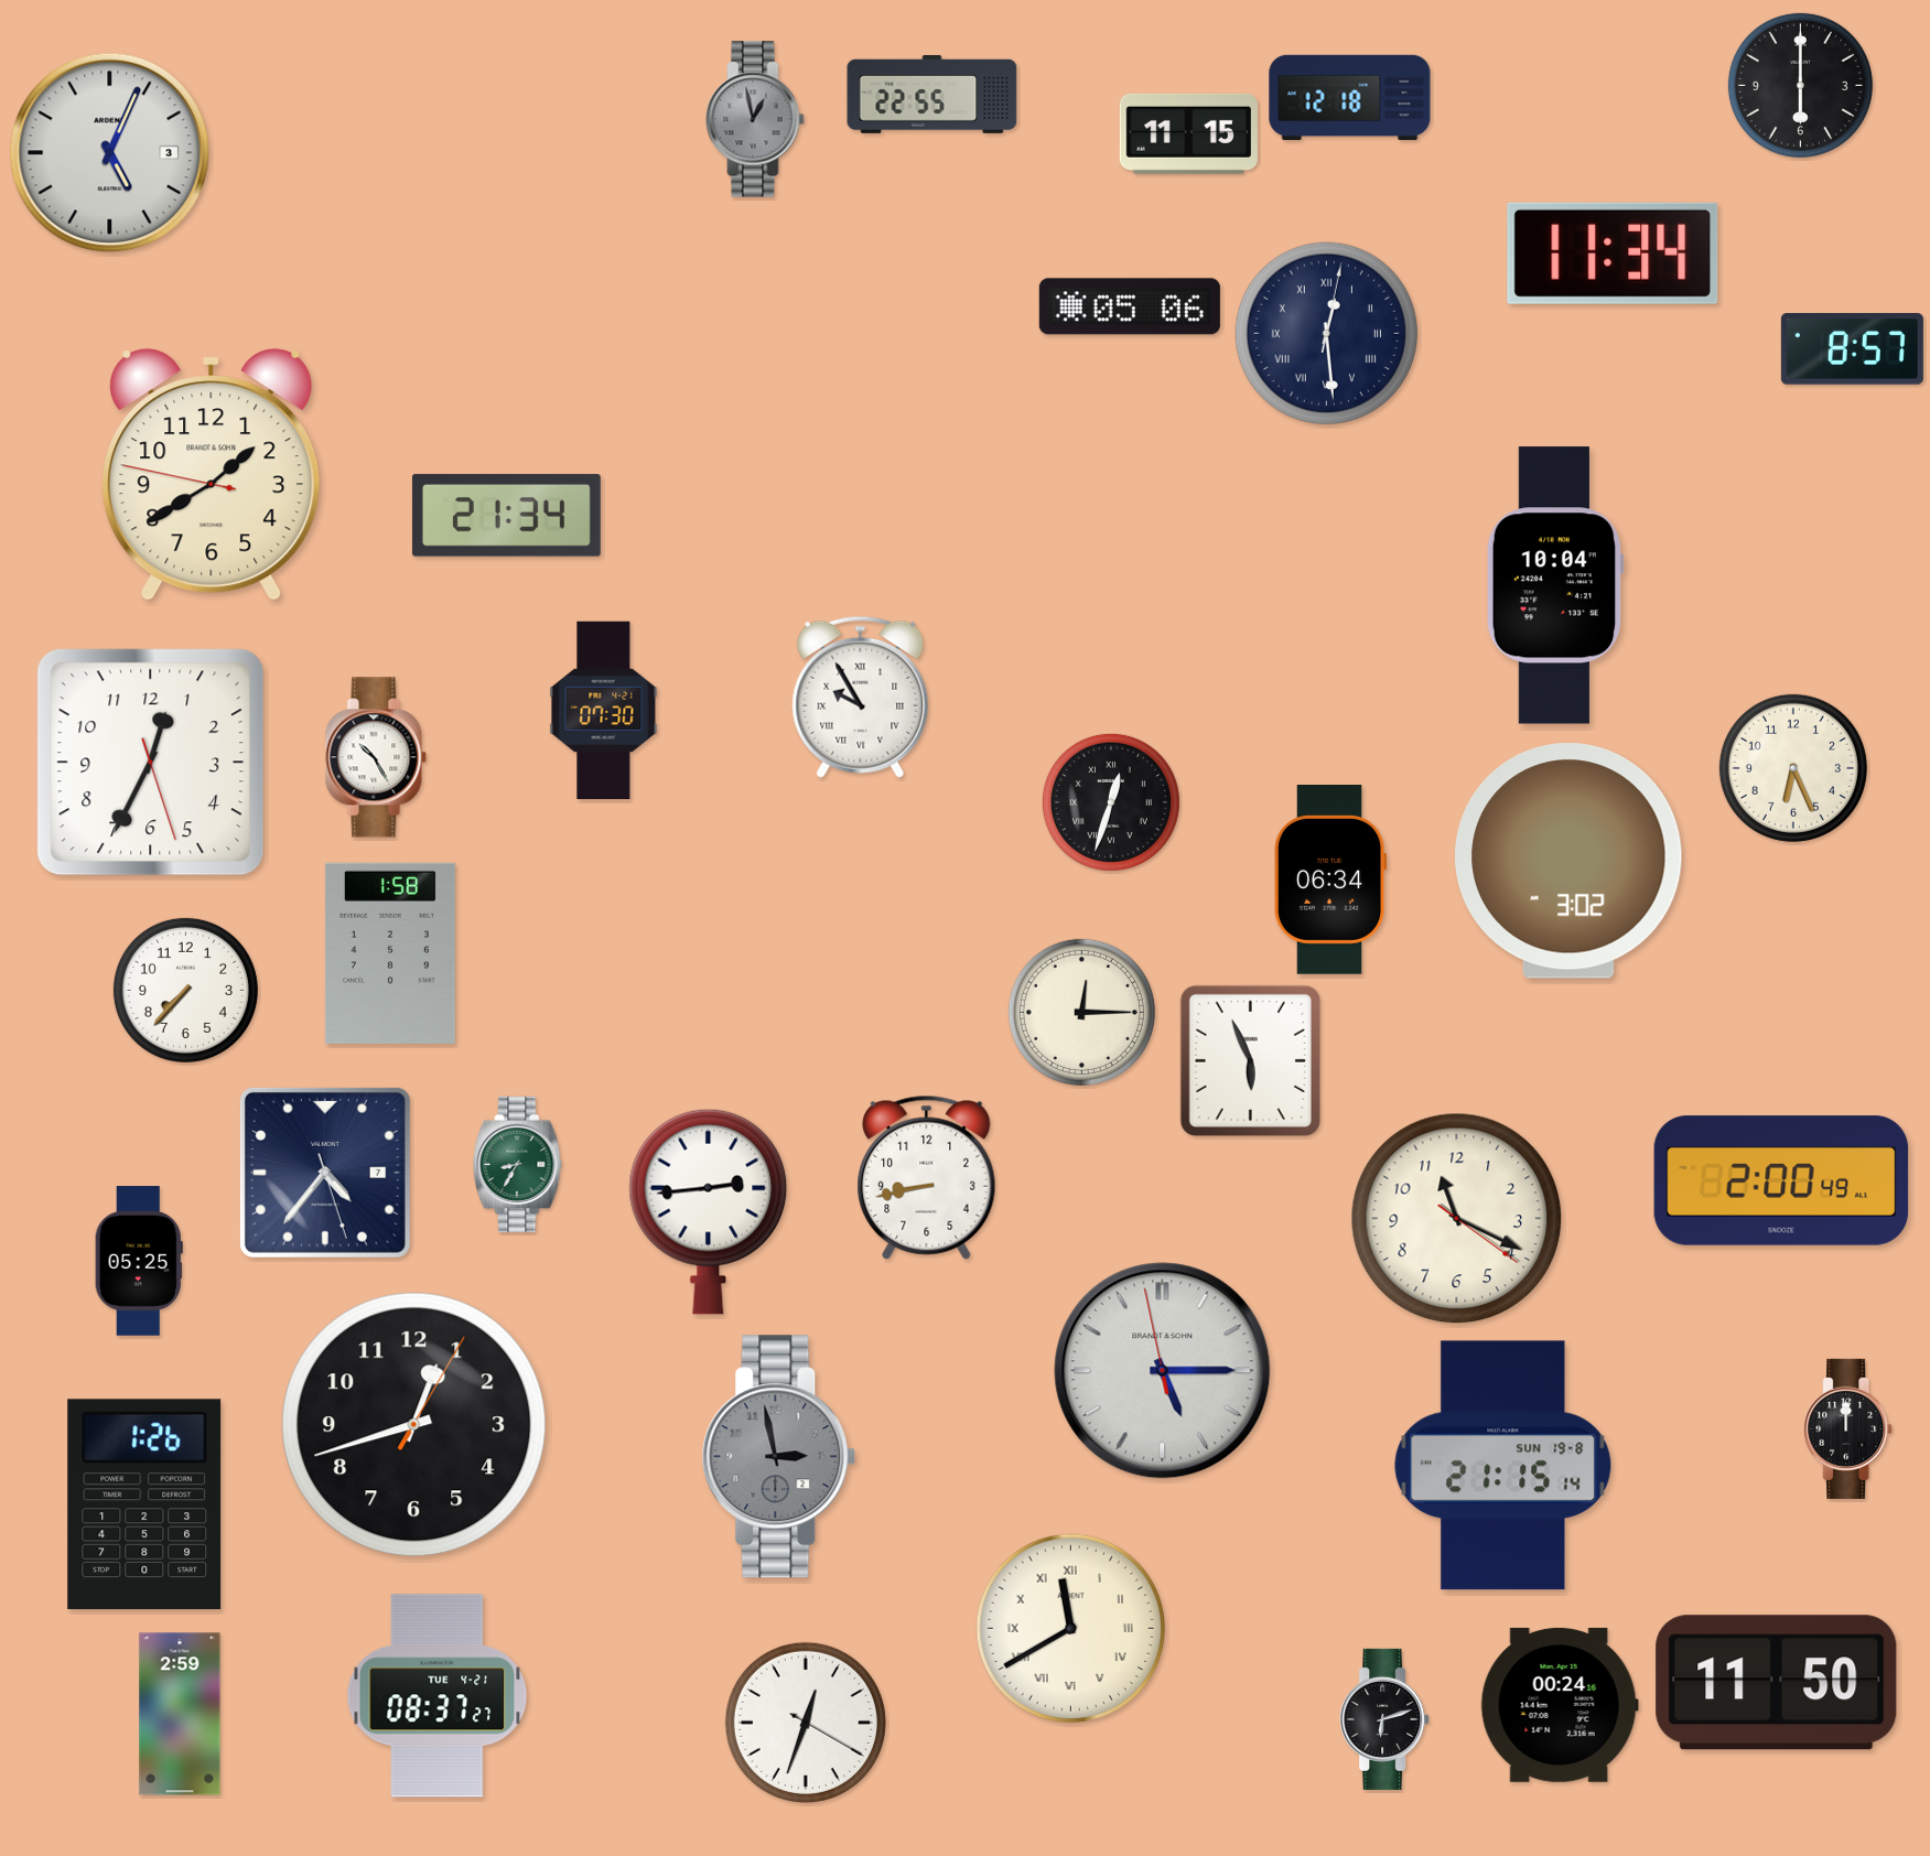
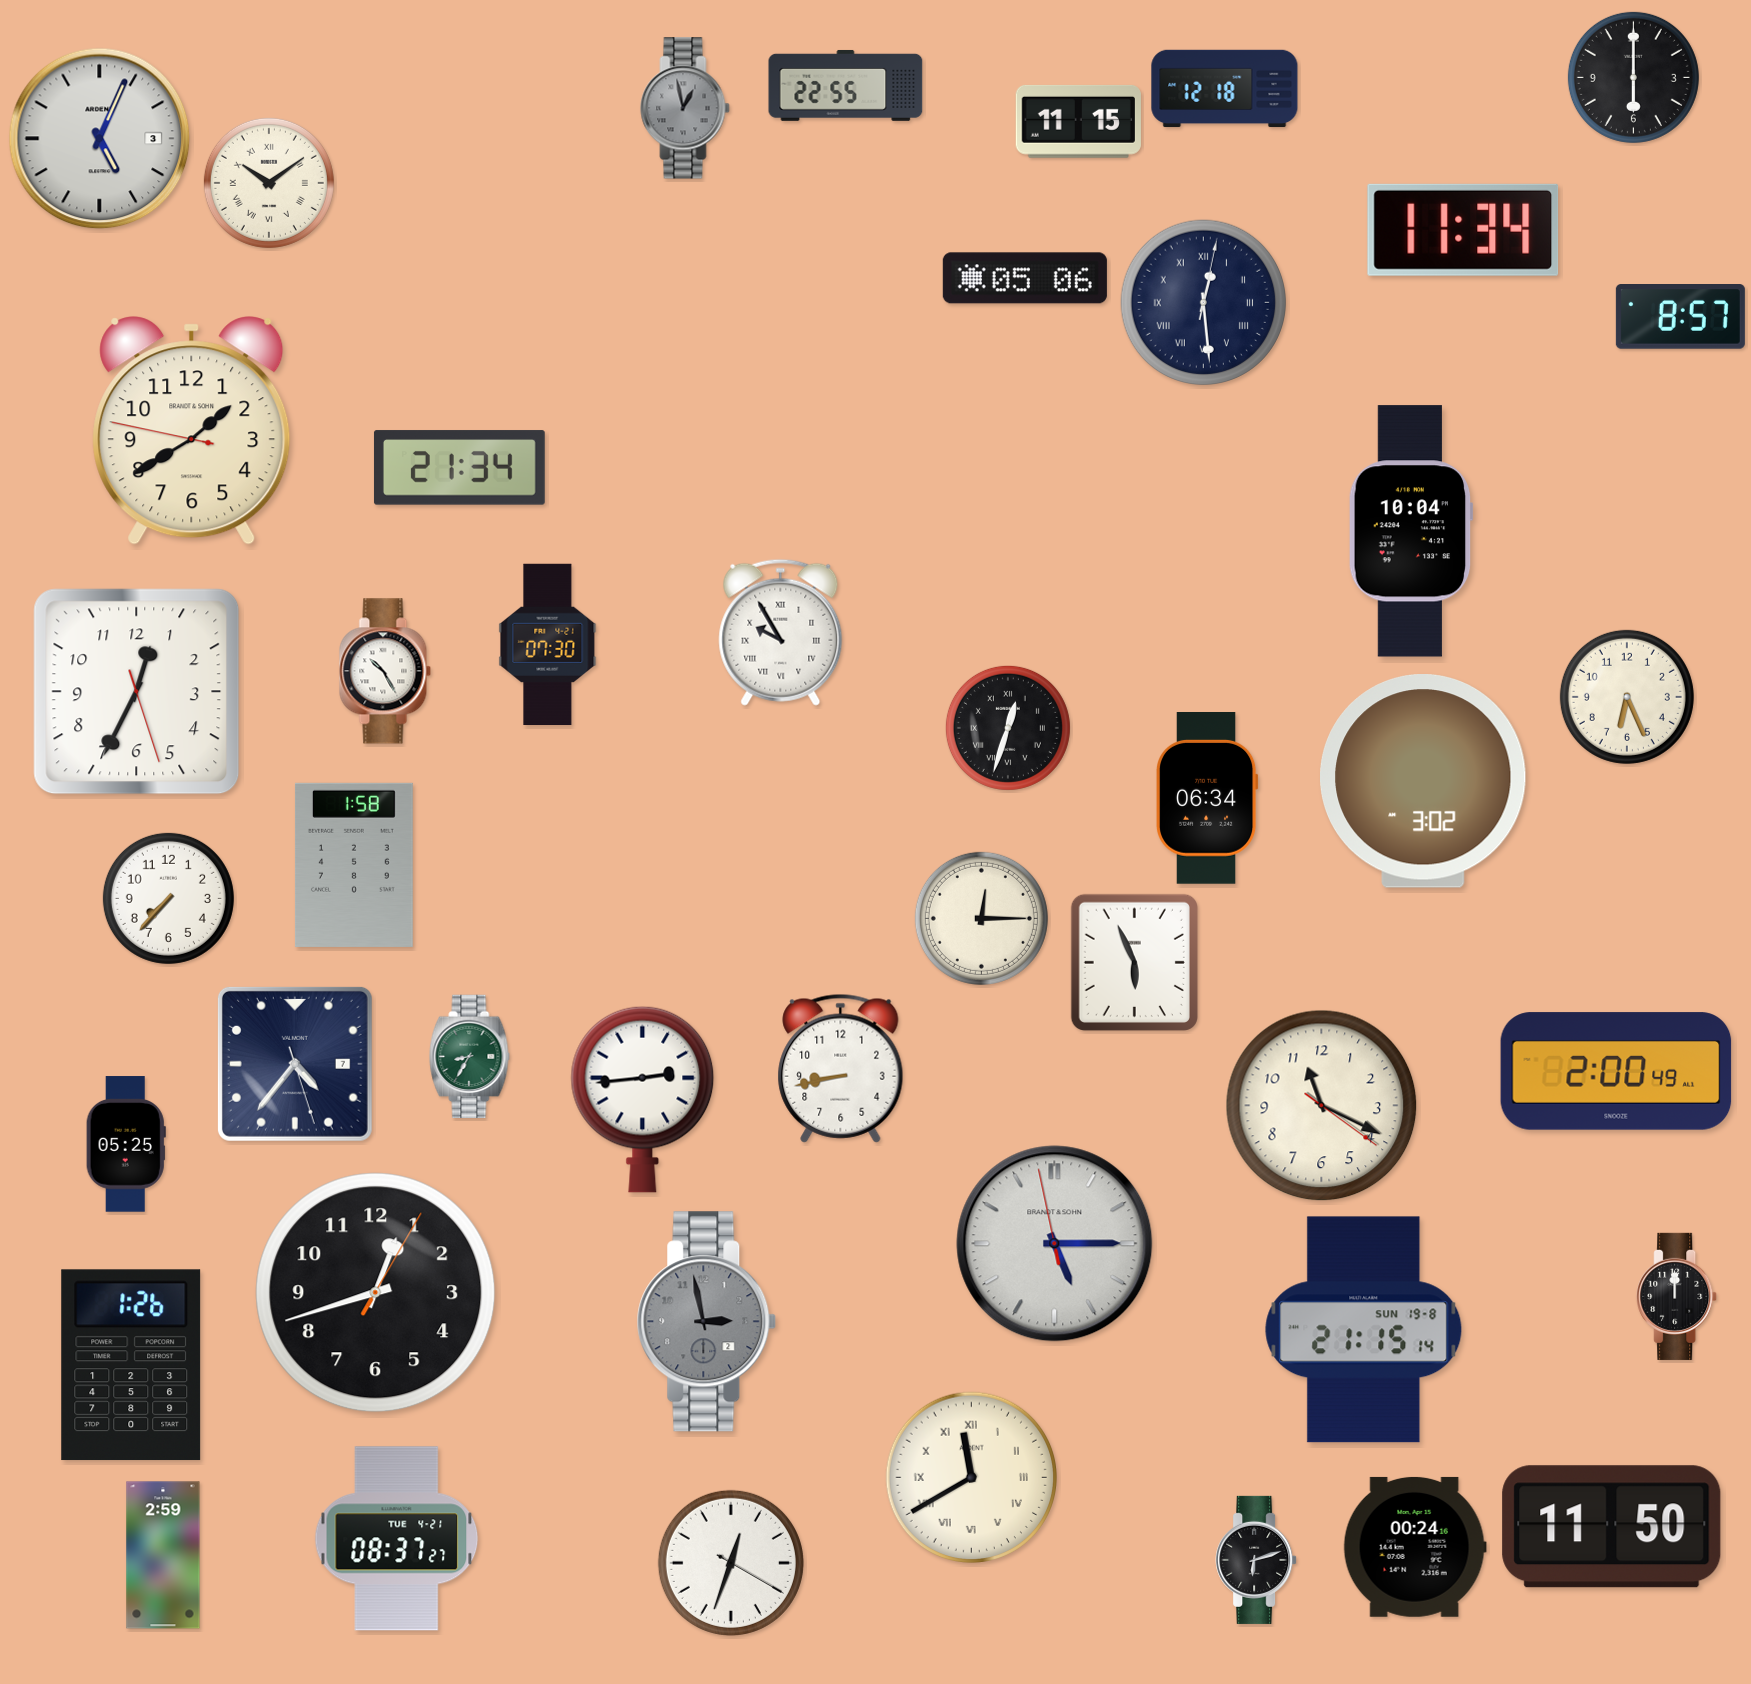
clock at (269, 183): none -> 10:09
clock at (376, 757) position: (376, 757) -> (385, 671)
